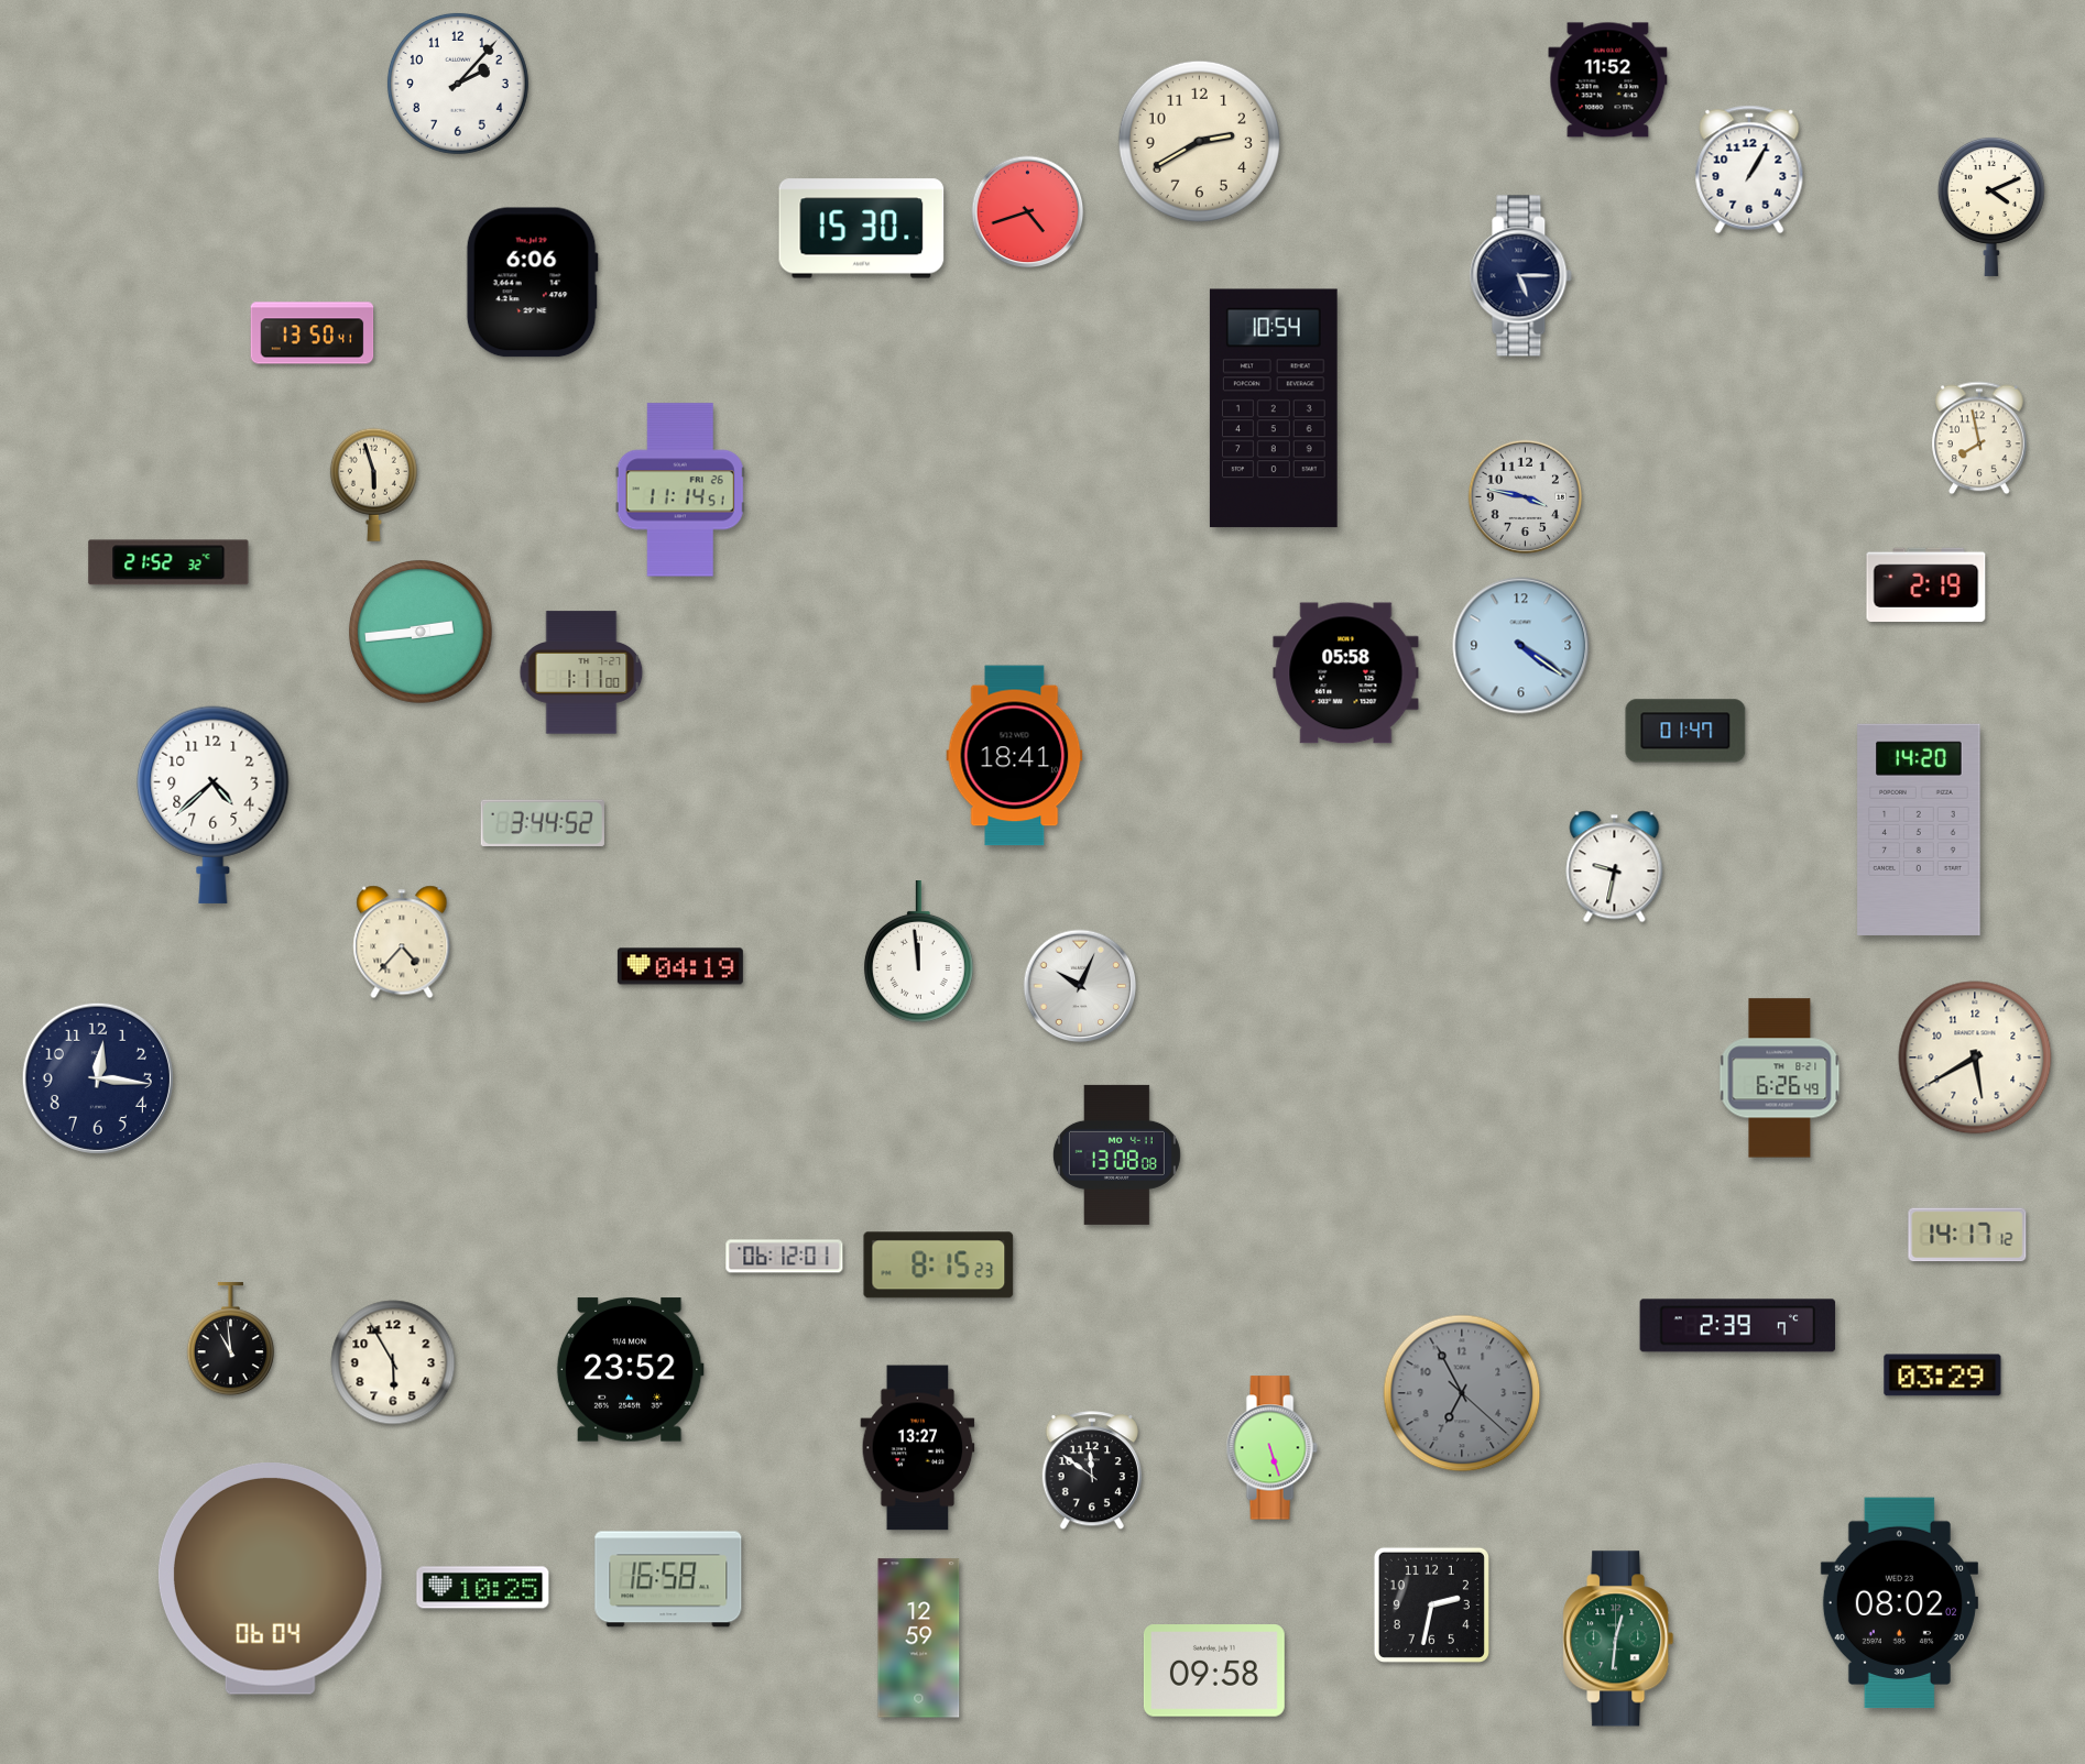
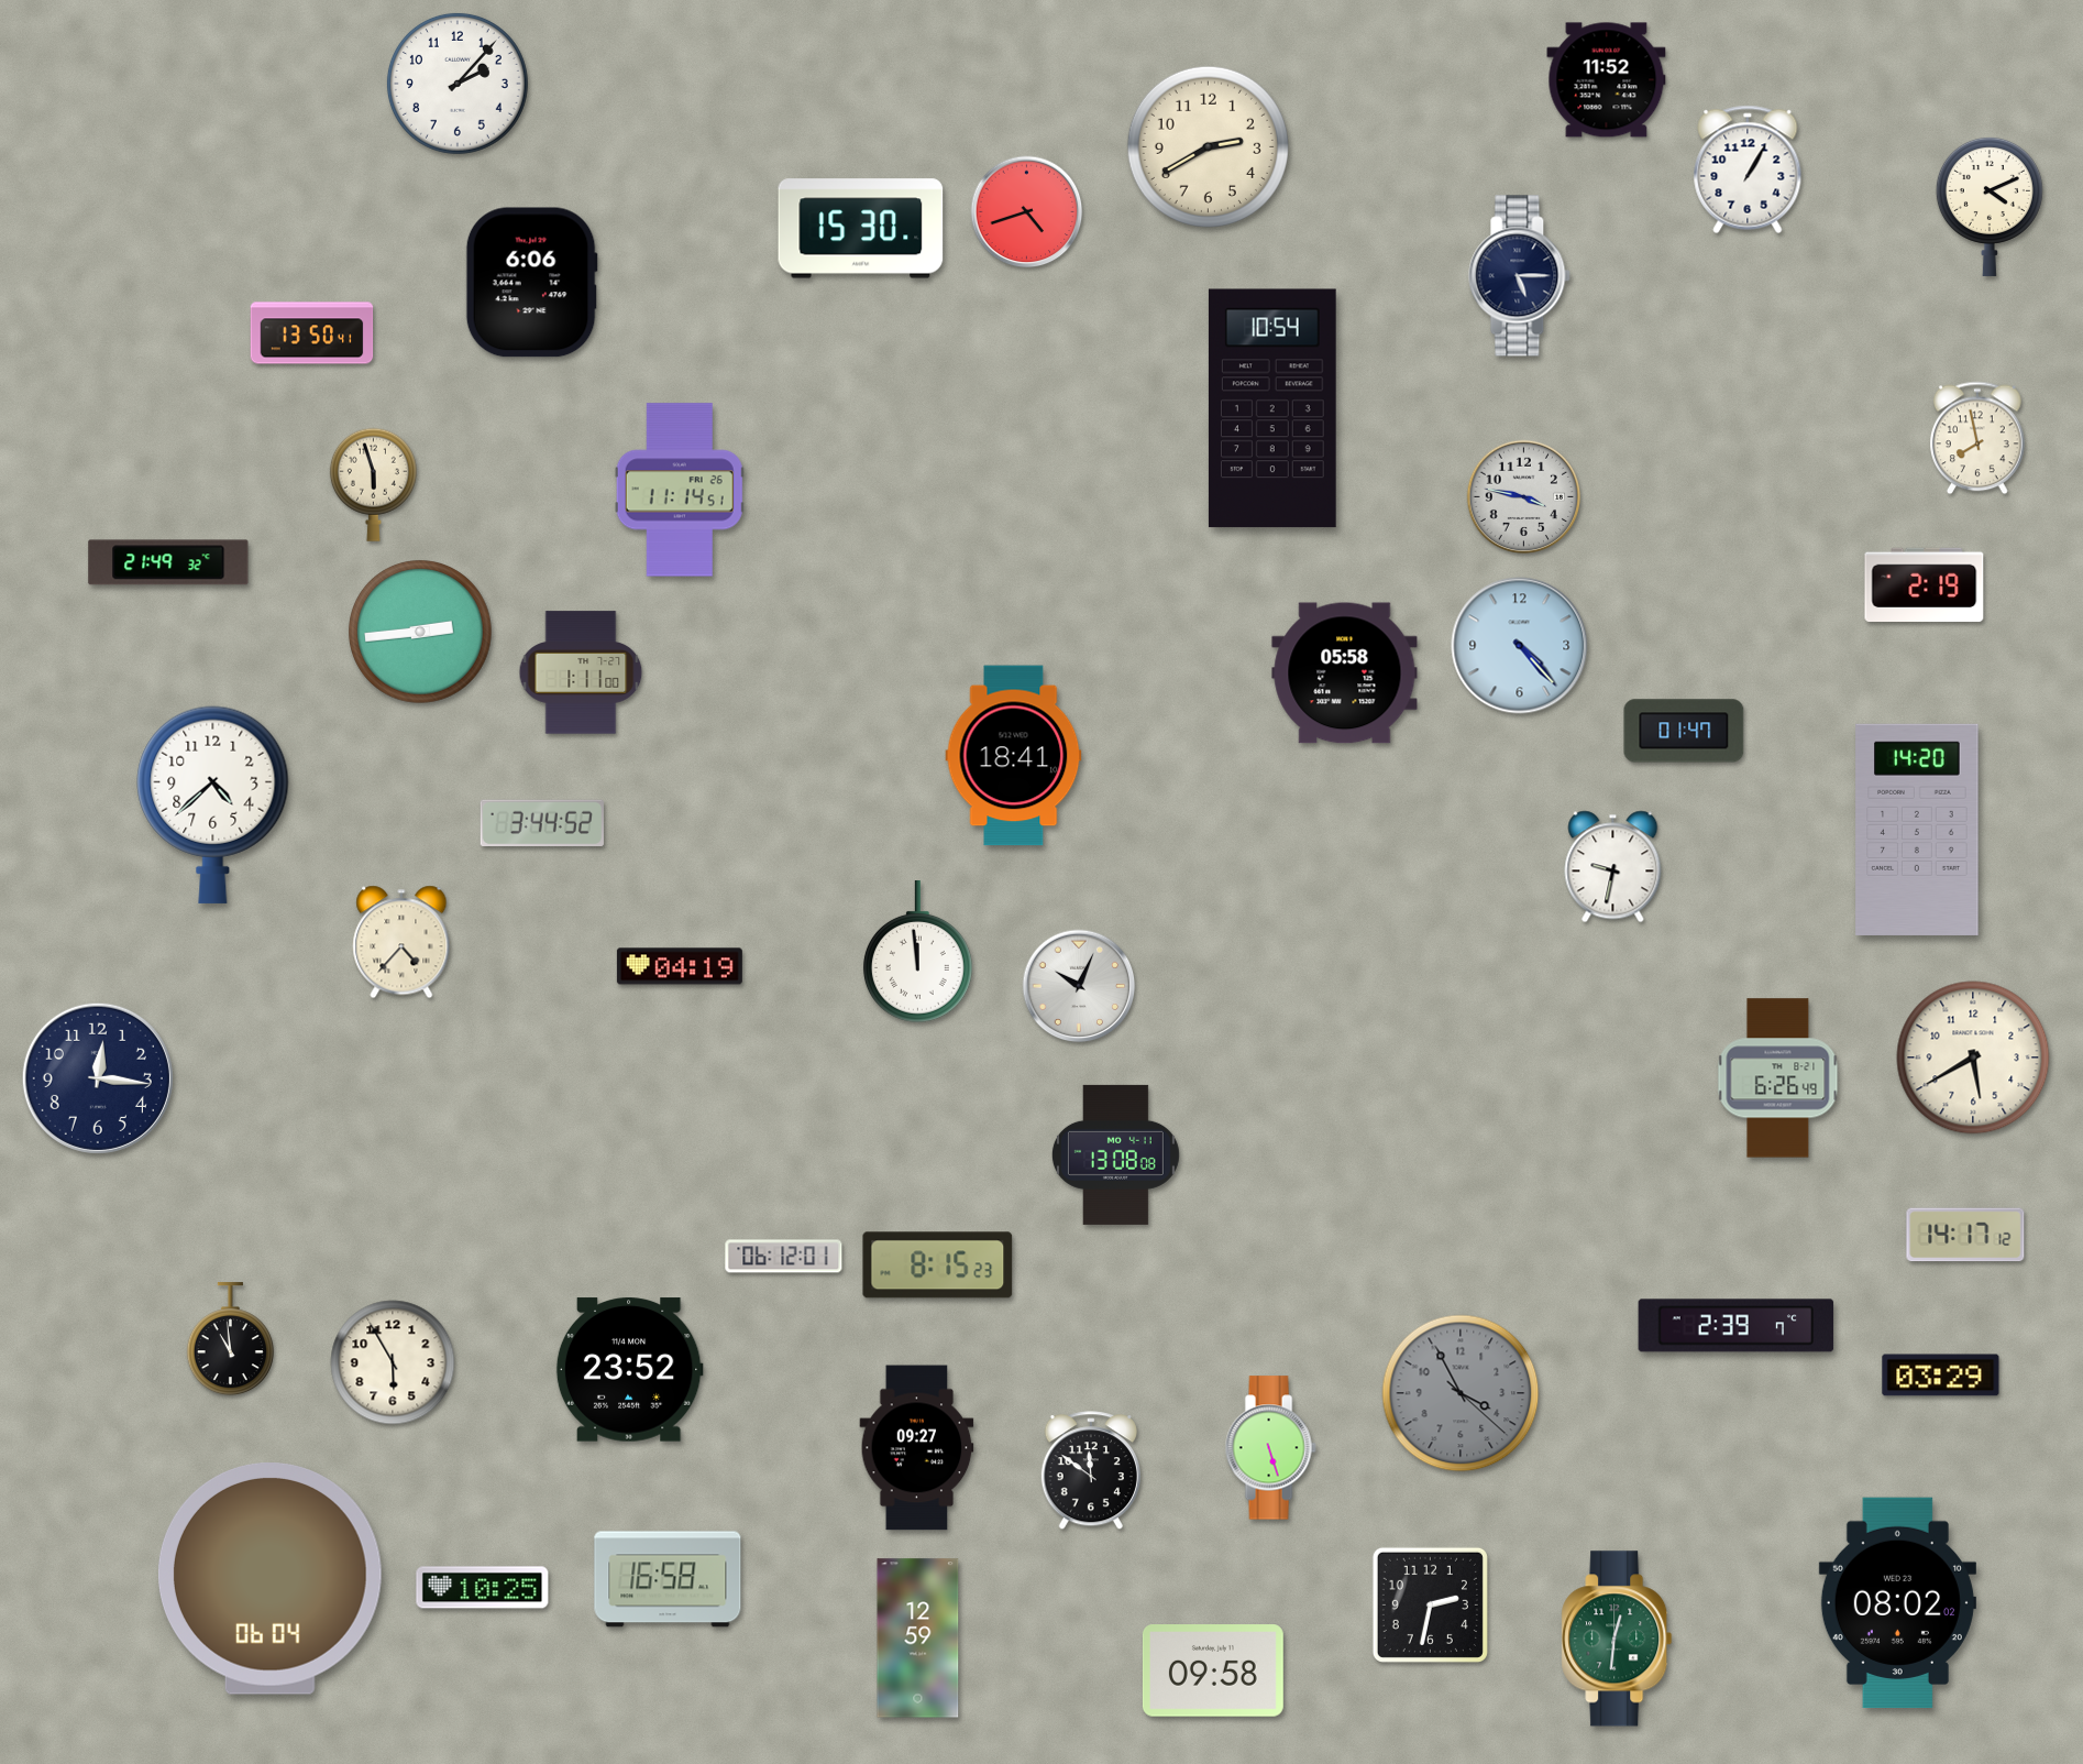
clock at (1199, 141) position: (1199, 141) -> (1208, 146)
clock at (168, 562): 21:52 -> 21:49
clock at (1521, 646): 4:21 -> 4:23
clock at (1462, 1393): 6:55 -> 3:55
clock at (918, 1448): 13:27 -> 09:27
